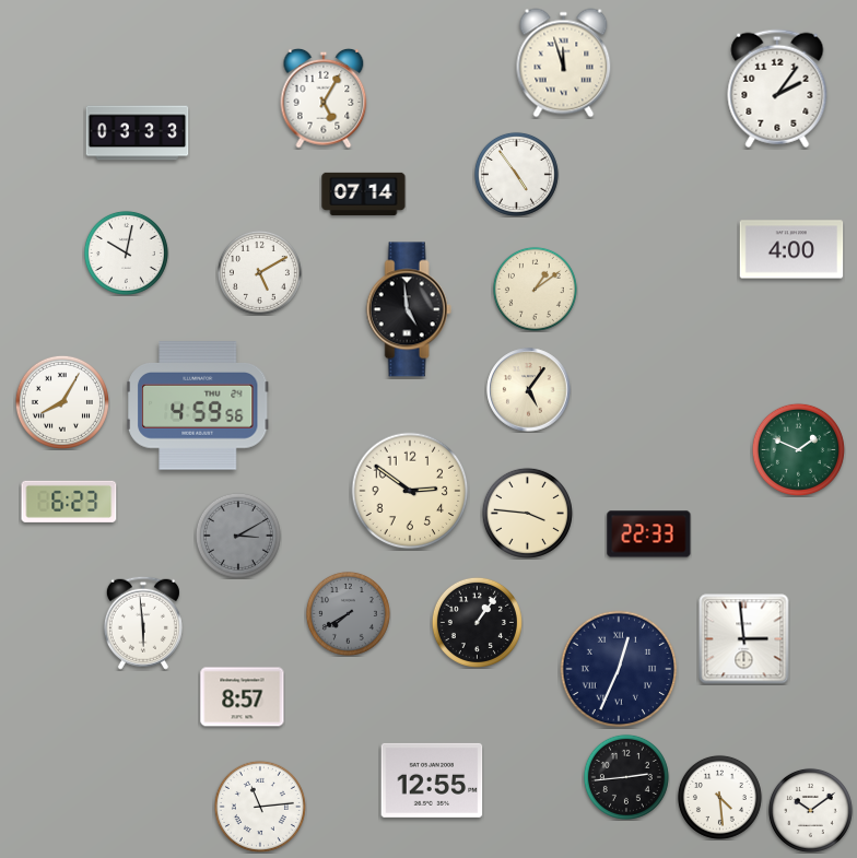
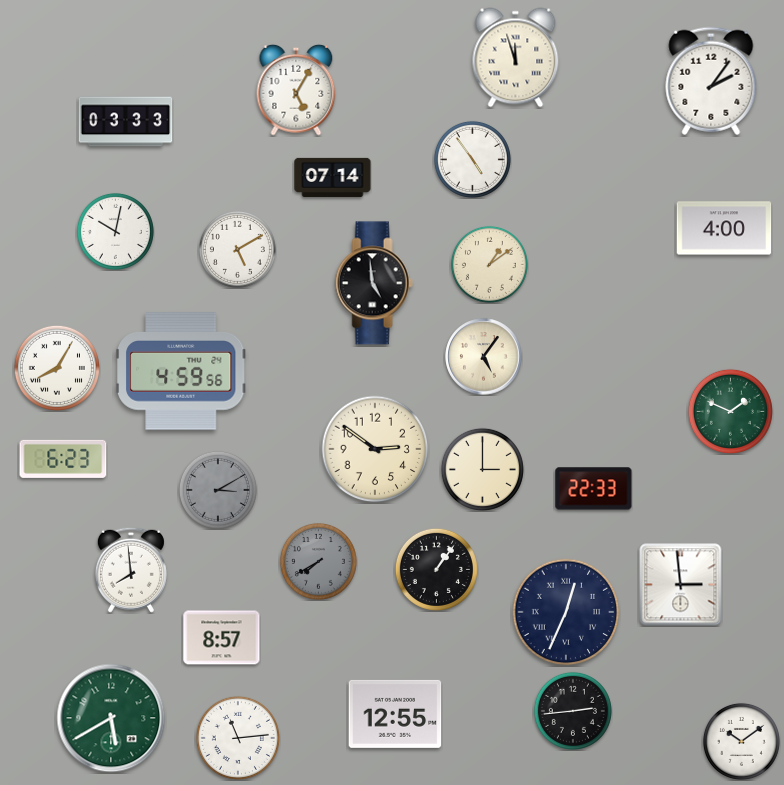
clock at (527, 513): 3:46 -> 3:00
clock at (143, 623): 5:59 -> 7:59
clock at (111, 718): none -> 5:40
clock at (719, 797): 4:29 -> none
